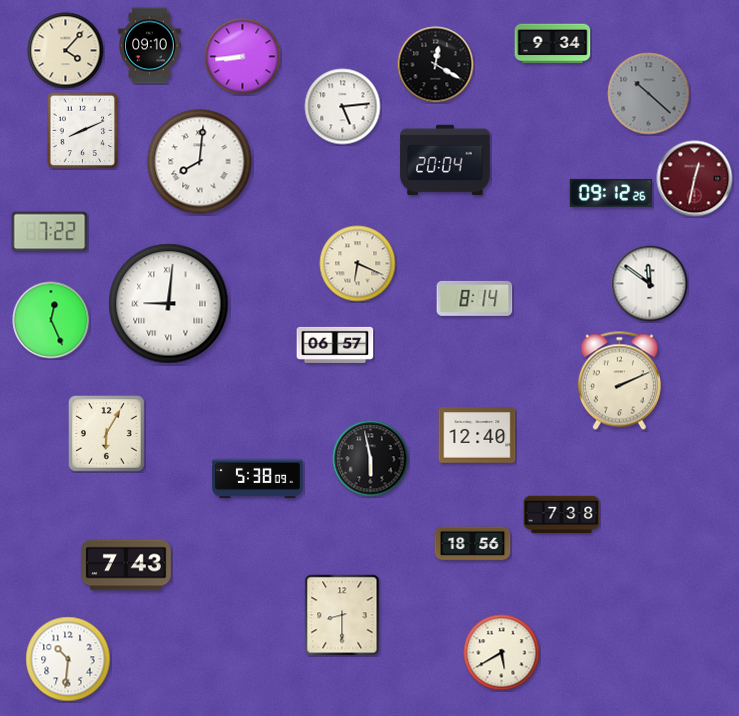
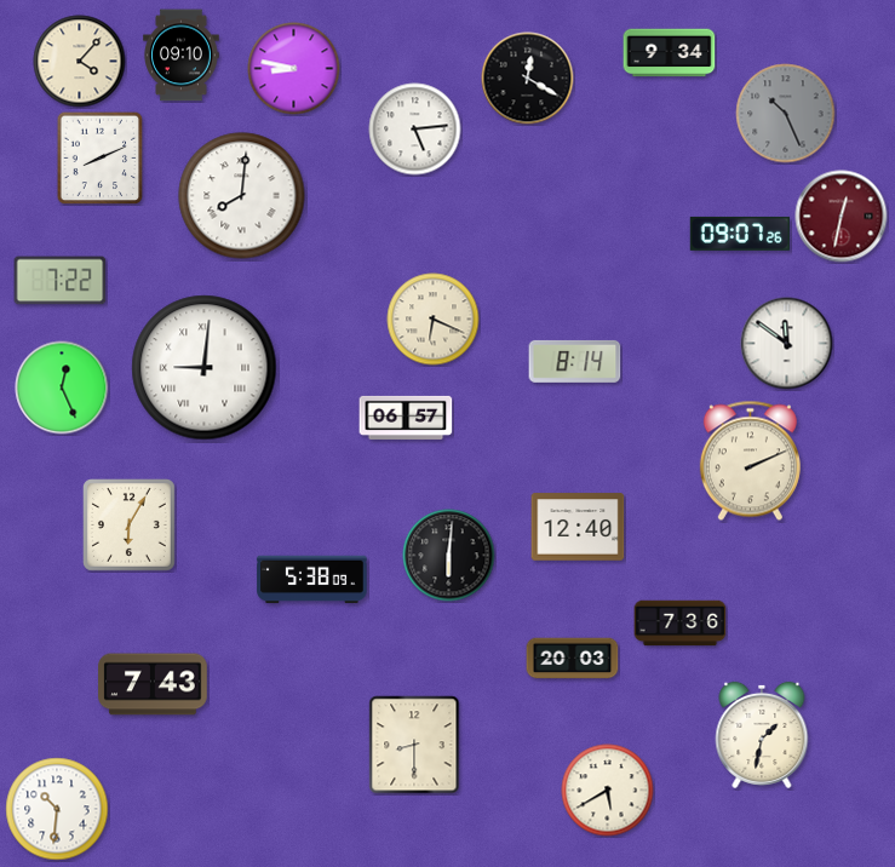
clock at (243, 57): 8:44 -> 8:47
clock at (649, 94): 10:22 -> 10:26
clock at (445, 160): 20:04 -> none
clock at (611, 193): 09:12 -> 09:07
clock at (371, 459): 5:58 -> 6:01
clock at (562, 515): 7:38 -> 7:36
clock at (473, 544): 18:56 -> 20:03
clock at (762, 735): none -> 1:32
clock at (68, 659) position: (68, 659) -> (57, 809)
